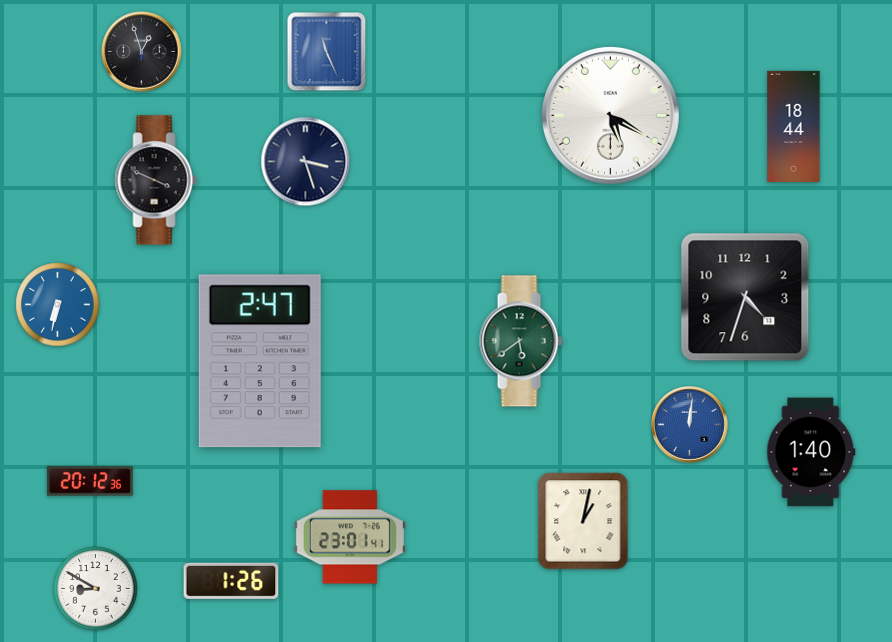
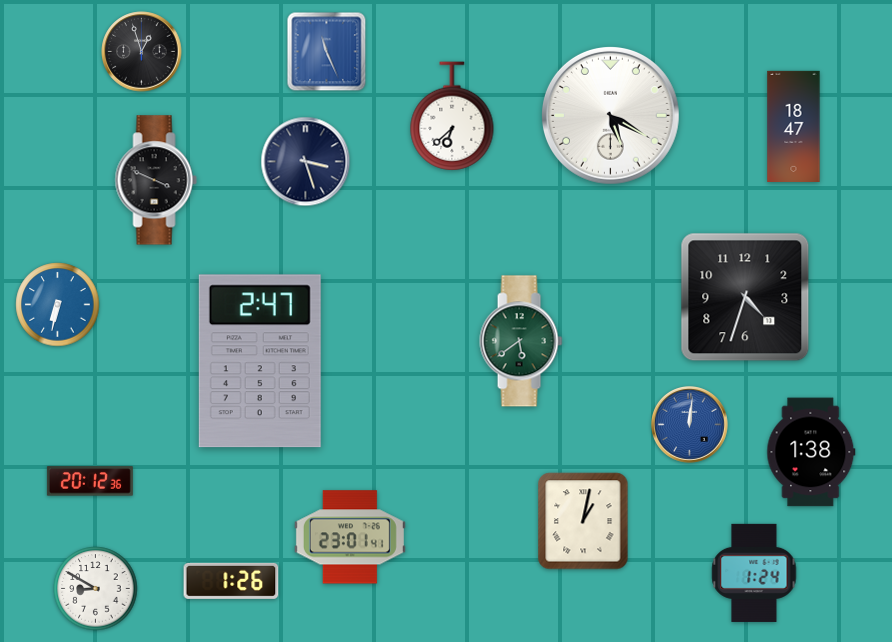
clock at (452, 116): none -> 6:38
clock at (794, 126): 18:44 -> 18:47
clock at (811, 452): 1:40 -> 1:38
clock at (754, 573): none -> 1:24
